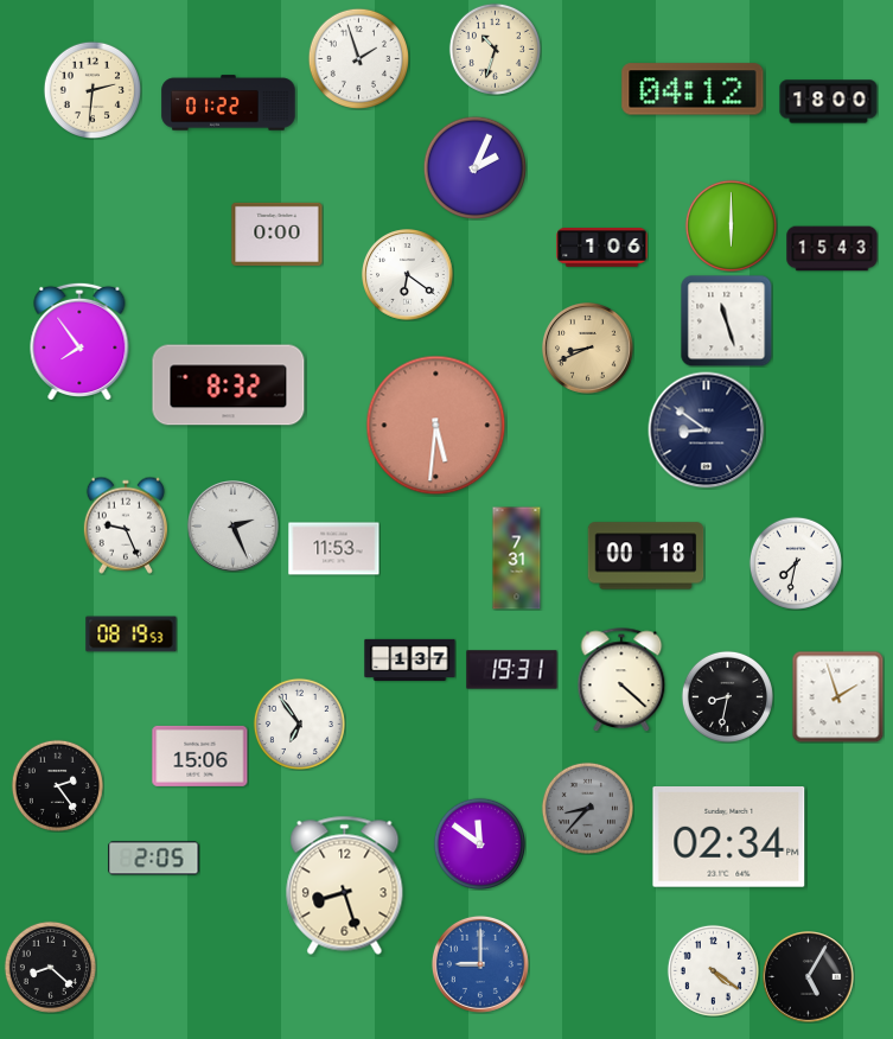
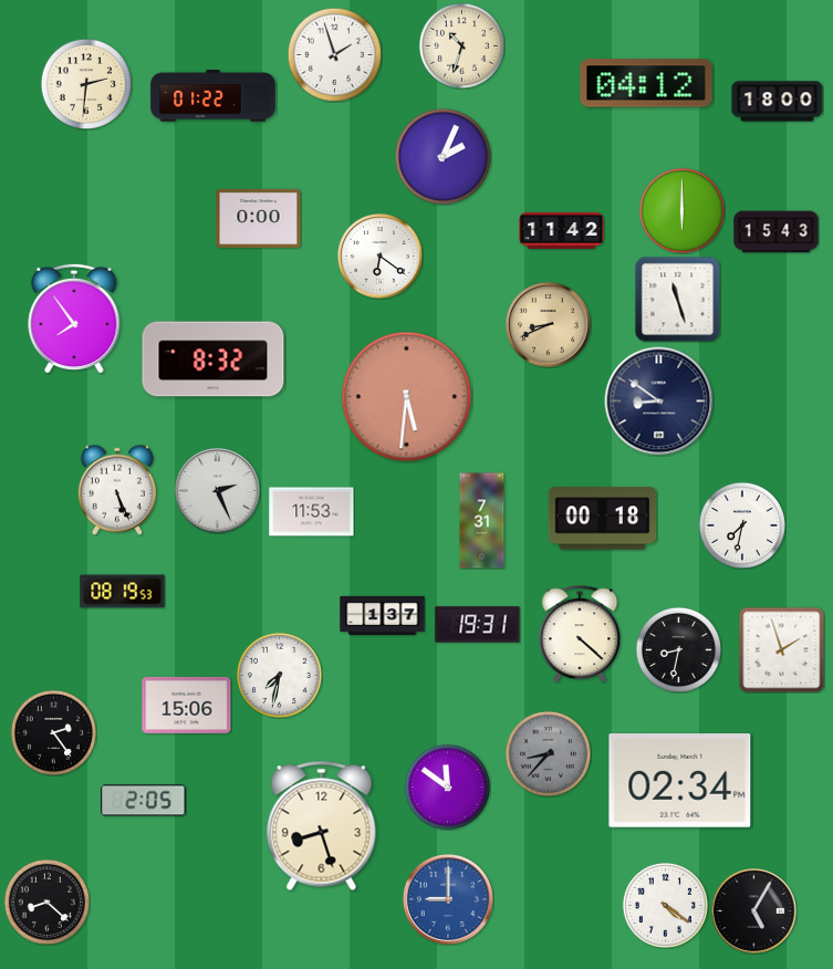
clock at (829, 102) position: (829, 102) -> (778, 102)
clock at (602, 248): 1:06 -> 11:42
clock at (126, 525): 9:26 -> 5:26
clock at (299, 724): 6:54 -> 7:32
